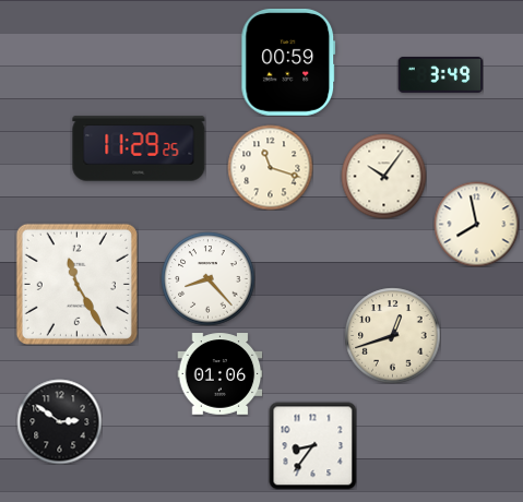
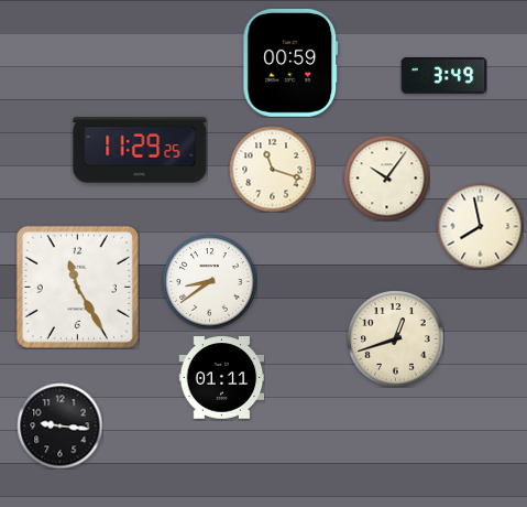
clock at (207, 278): 8:23 -> 8:39
clock at (219, 374): 01:06 -> 01:11
clock at (59, 421): 2:51 -> 9:16
clock at (312, 445): 8:36 -> none
